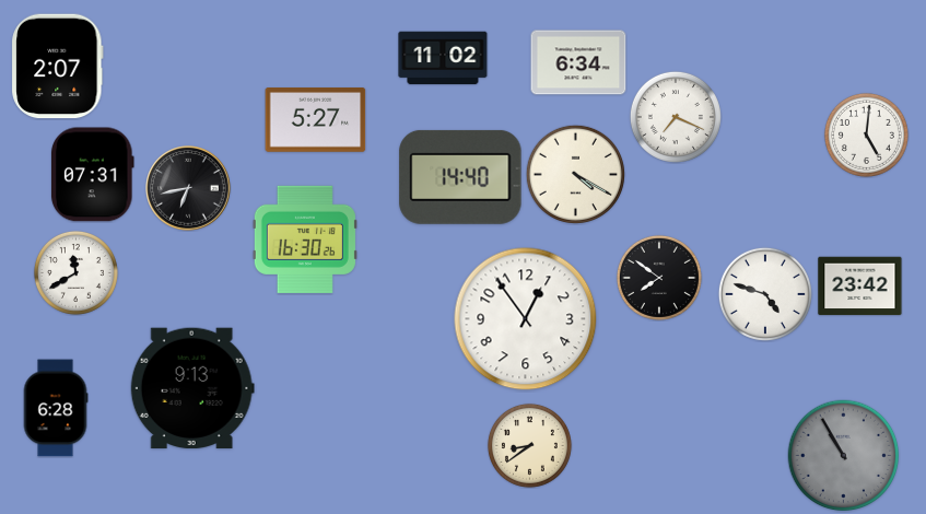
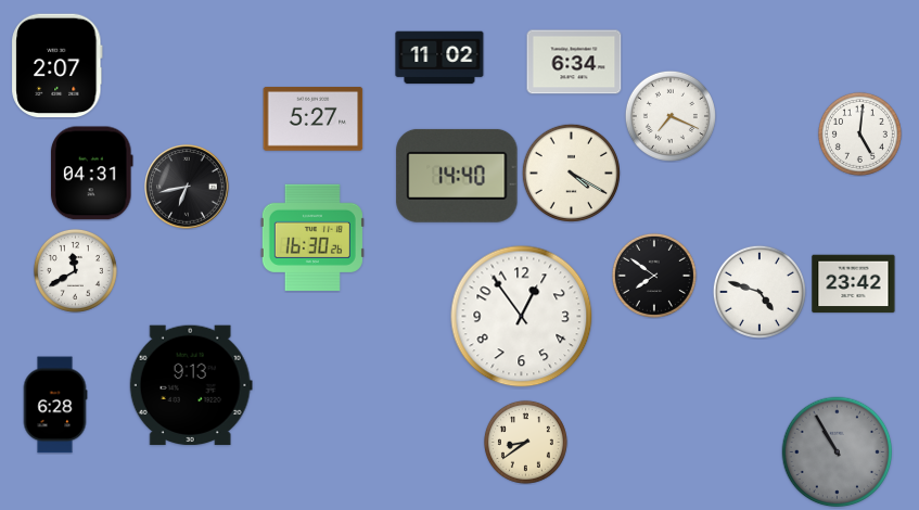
clock at (93, 175): 07:31 -> 04:31
clock at (305, 240) position: (305, 240) -> (312, 238)
